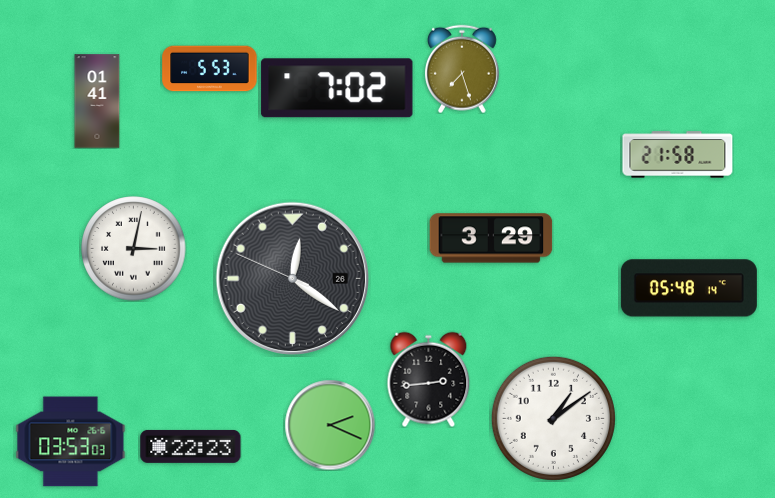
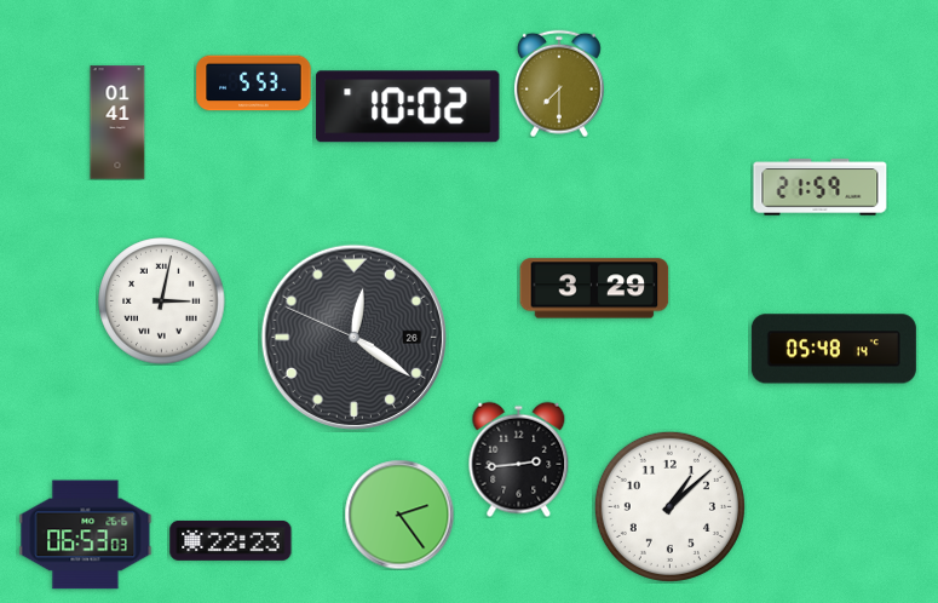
clock at (462, 69): 7:27 -> 7:30
clock at (337, 88): 7:02 -> 10:02
clock at (678, 155): 21:58 -> 21:59
clock at (553, 418): 1:09 -> 1:08
clock at (330, 425): 2:19 -> 2:24
clock at (71, 442): 03:53 -> 06:53
